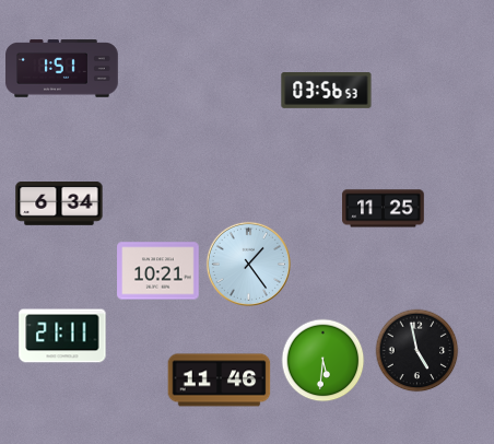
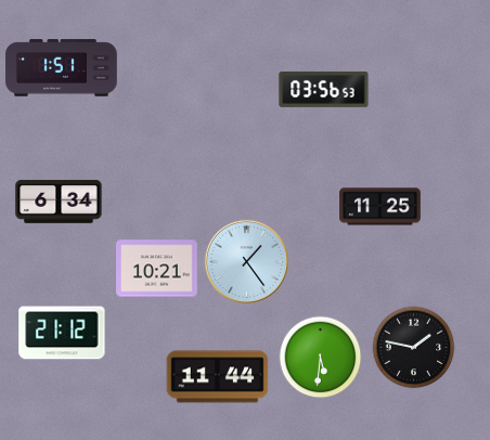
clock at (62, 336): 21:11 -> 21:12
clock at (417, 351): 4:58 -> 1:47
clock at (220, 381): 11:46 -> 11:44
